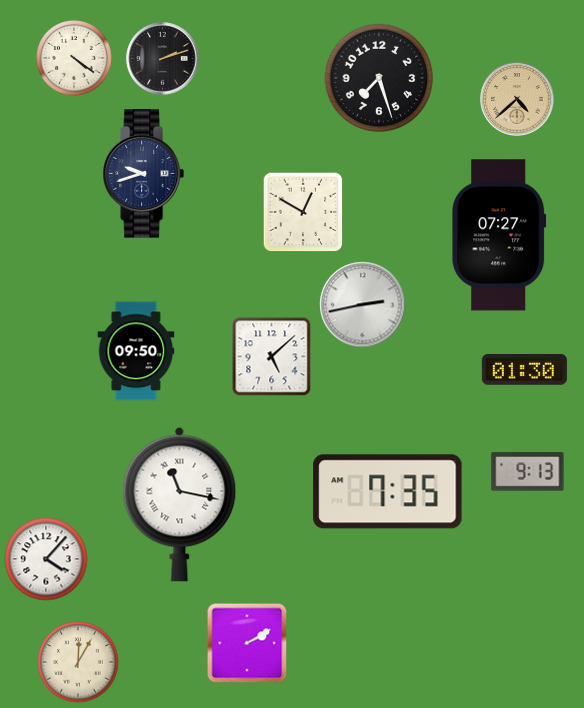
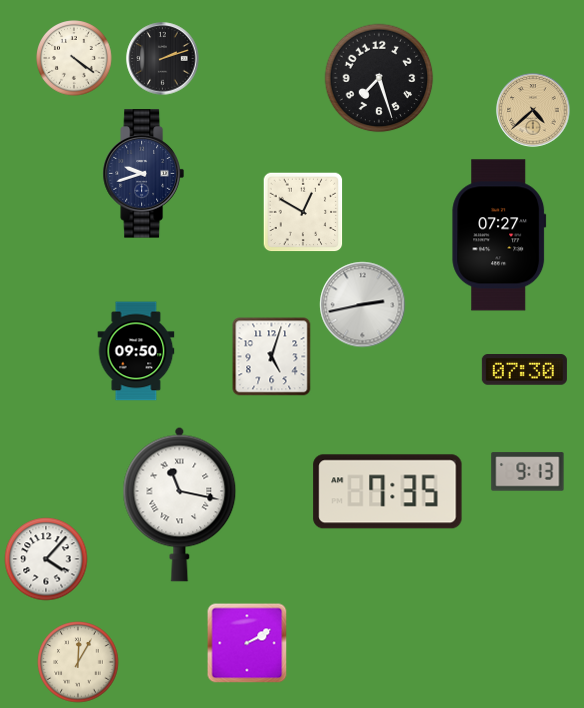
clock at (517, 99) position: (517, 99) -> (533, 110)
clock at (272, 357): 5:08 -> 5:03
clock at (524, 370): 01:30 -> 07:30
